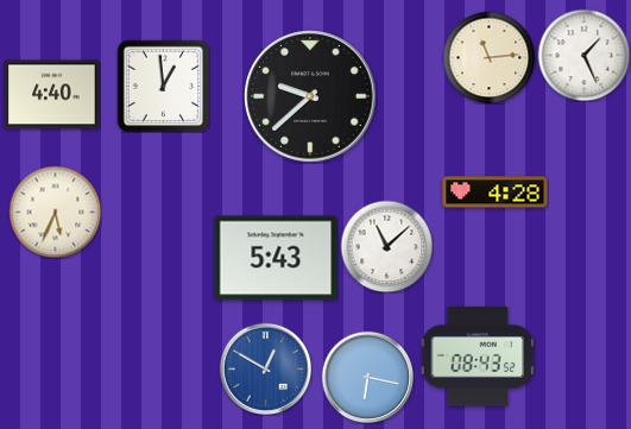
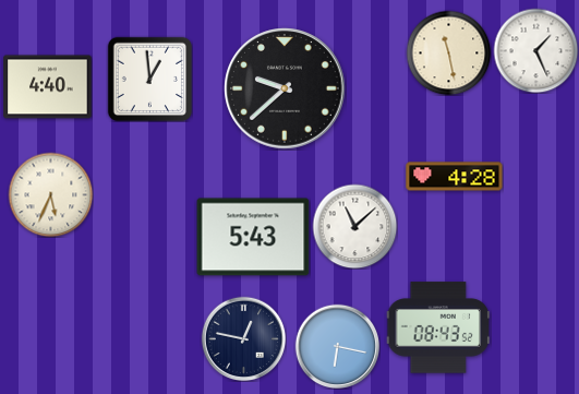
clock at (488, 57): 11:14 -> 11:28
clock at (265, 368): 12:50 -> 12:47
clock at (265, 368) dial: blue -> navy
